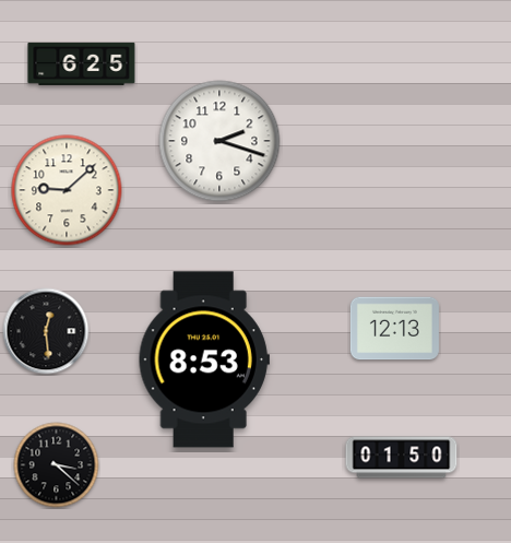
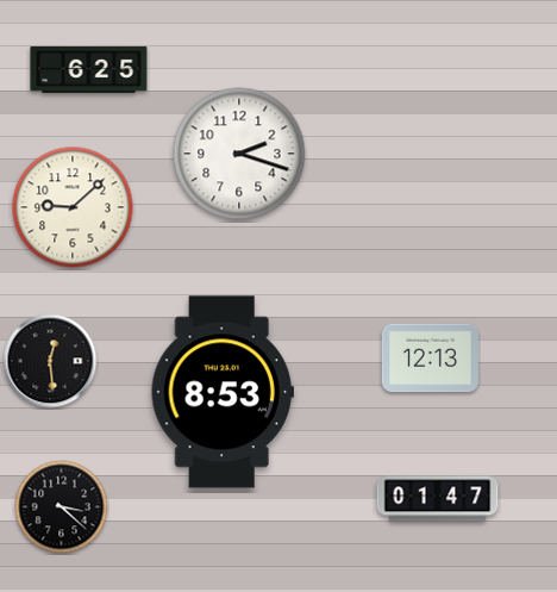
clock at (402, 458): 01:50 -> 01:47
